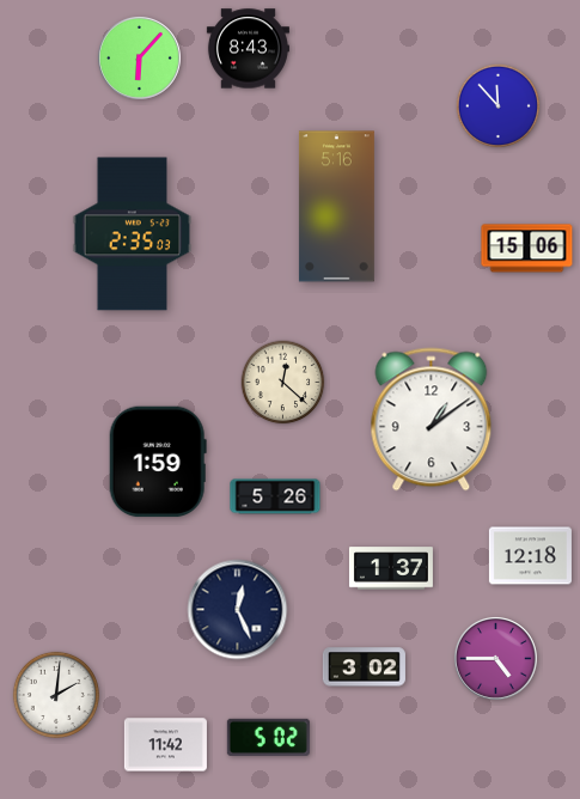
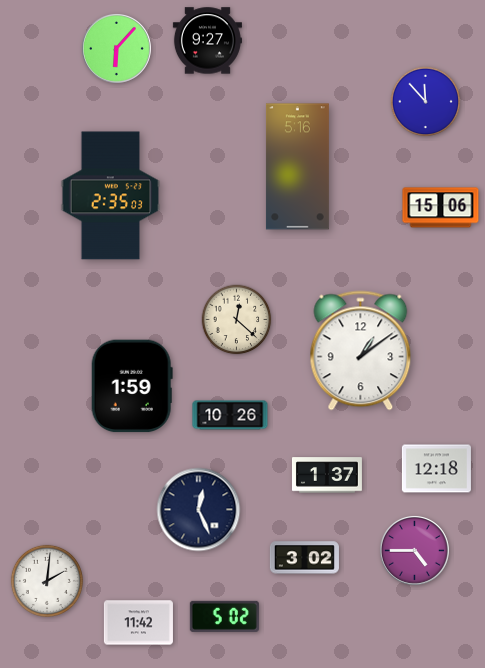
clock at (248, 49): 8:43 -> 9:27
clock at (499, 106) position: (499, 106) -> (426, 102)
clock at (336, 207) position: (336, 207) -> (297, 167)
clock at (275, 496): 5:26 -> 10:26
clock at (530, 556) position: (530, 556) -> (436, 469)
